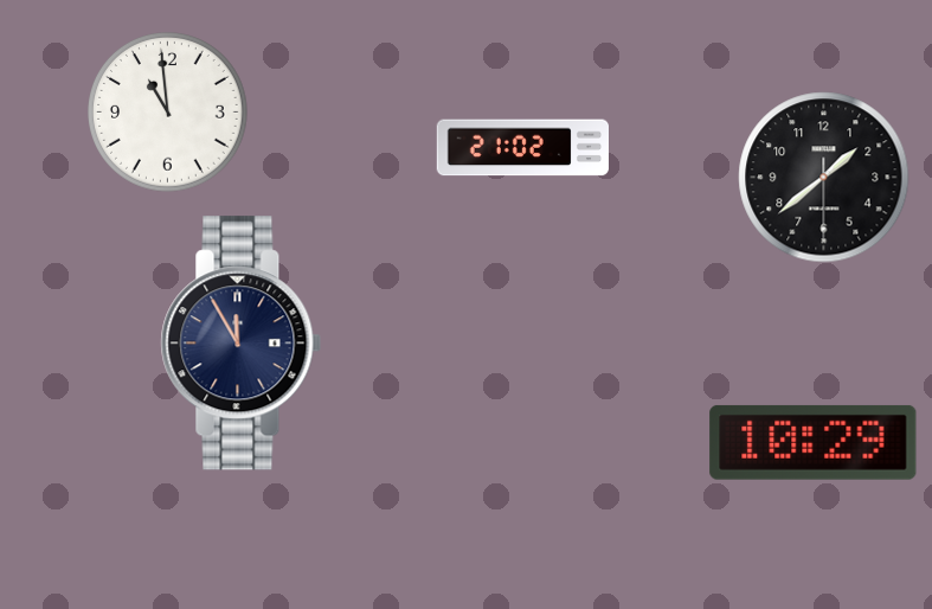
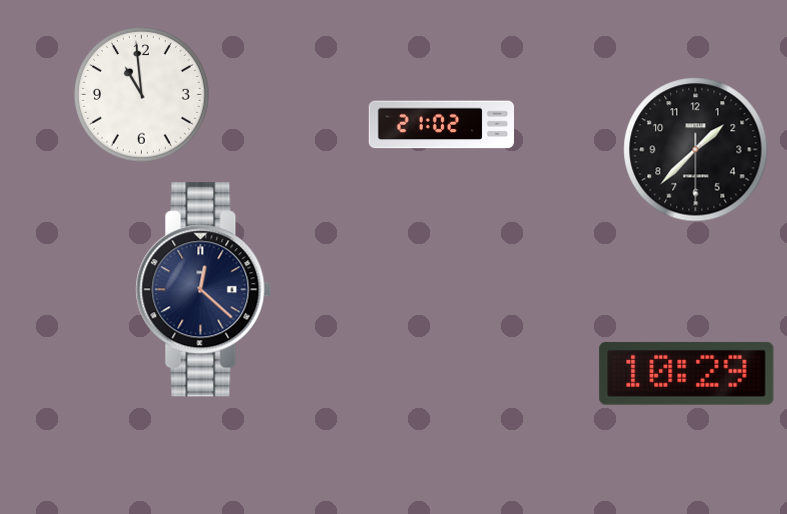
clock at (824, 178): 1:38 -> 1:37
clock at (242, 344): 11:55 -> 12:22
